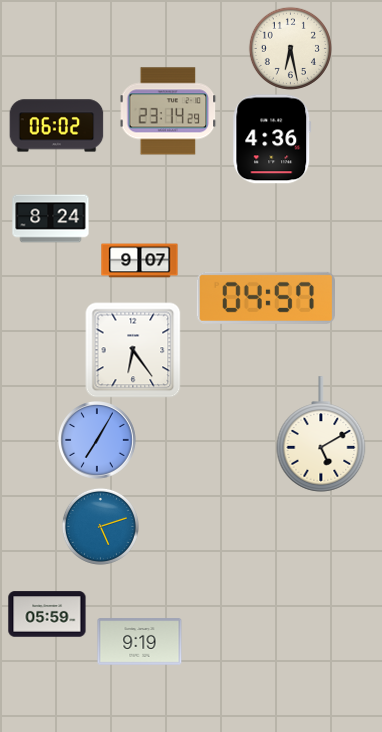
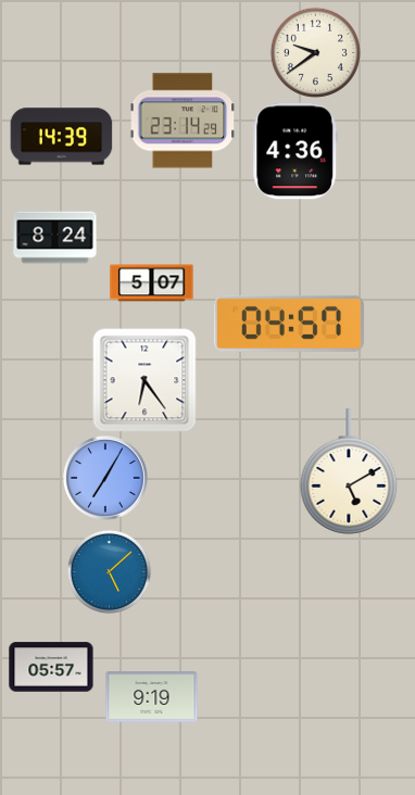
clock at (290, 48): 6:28 -> 9:39
clock at (57, 126): 06:02 -> 14:39
clock at (140, 261): 9:07 -> 5:07
clock at (100, 526): 5:12 -> 5:08
clock at (47, 614): 05:59 -> 05:57
